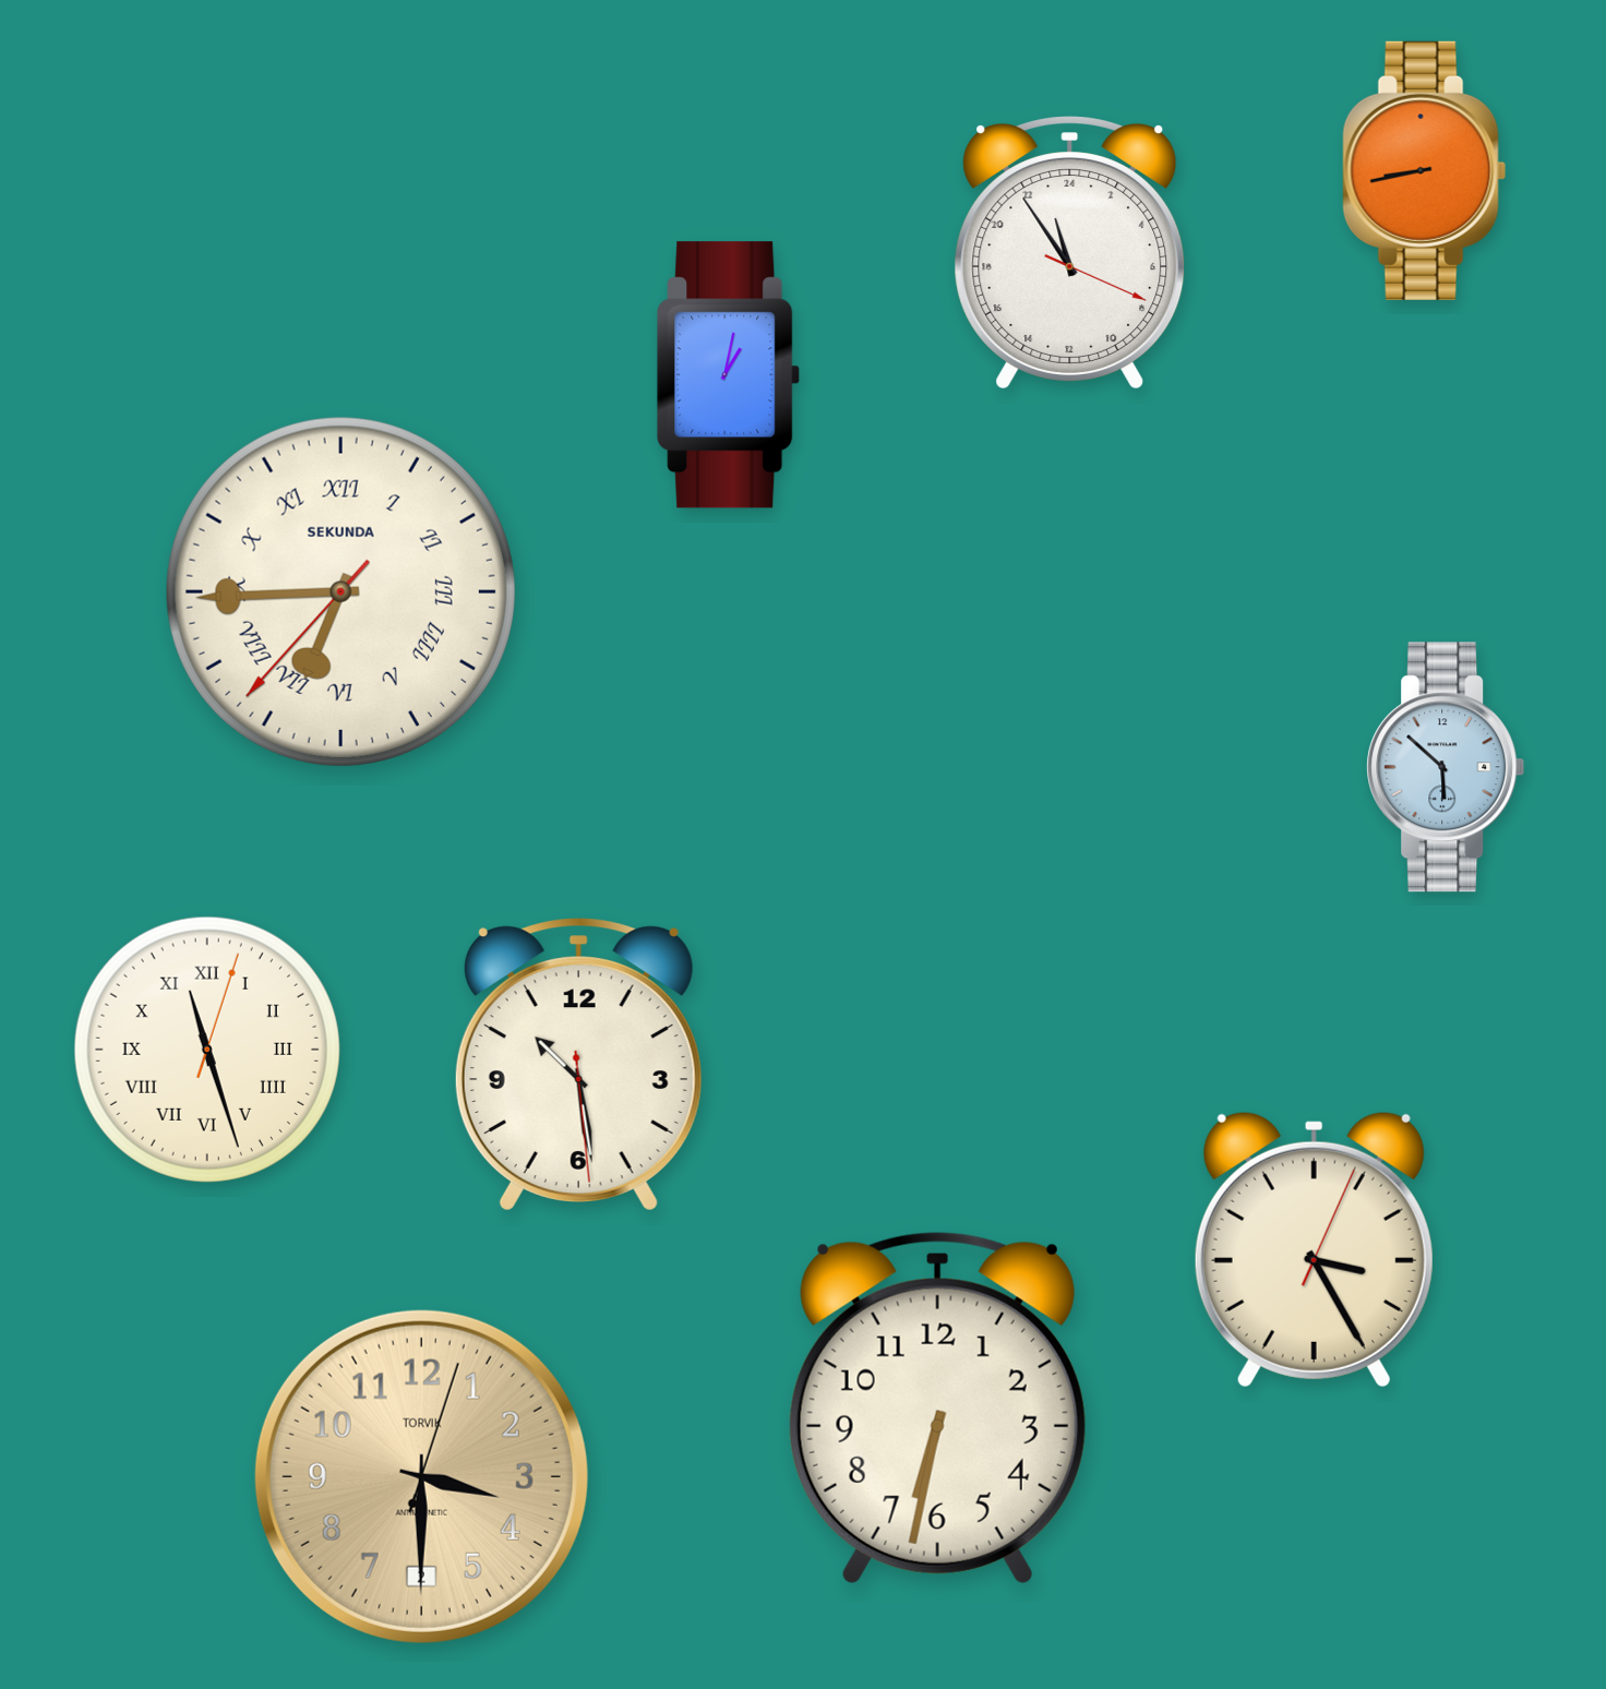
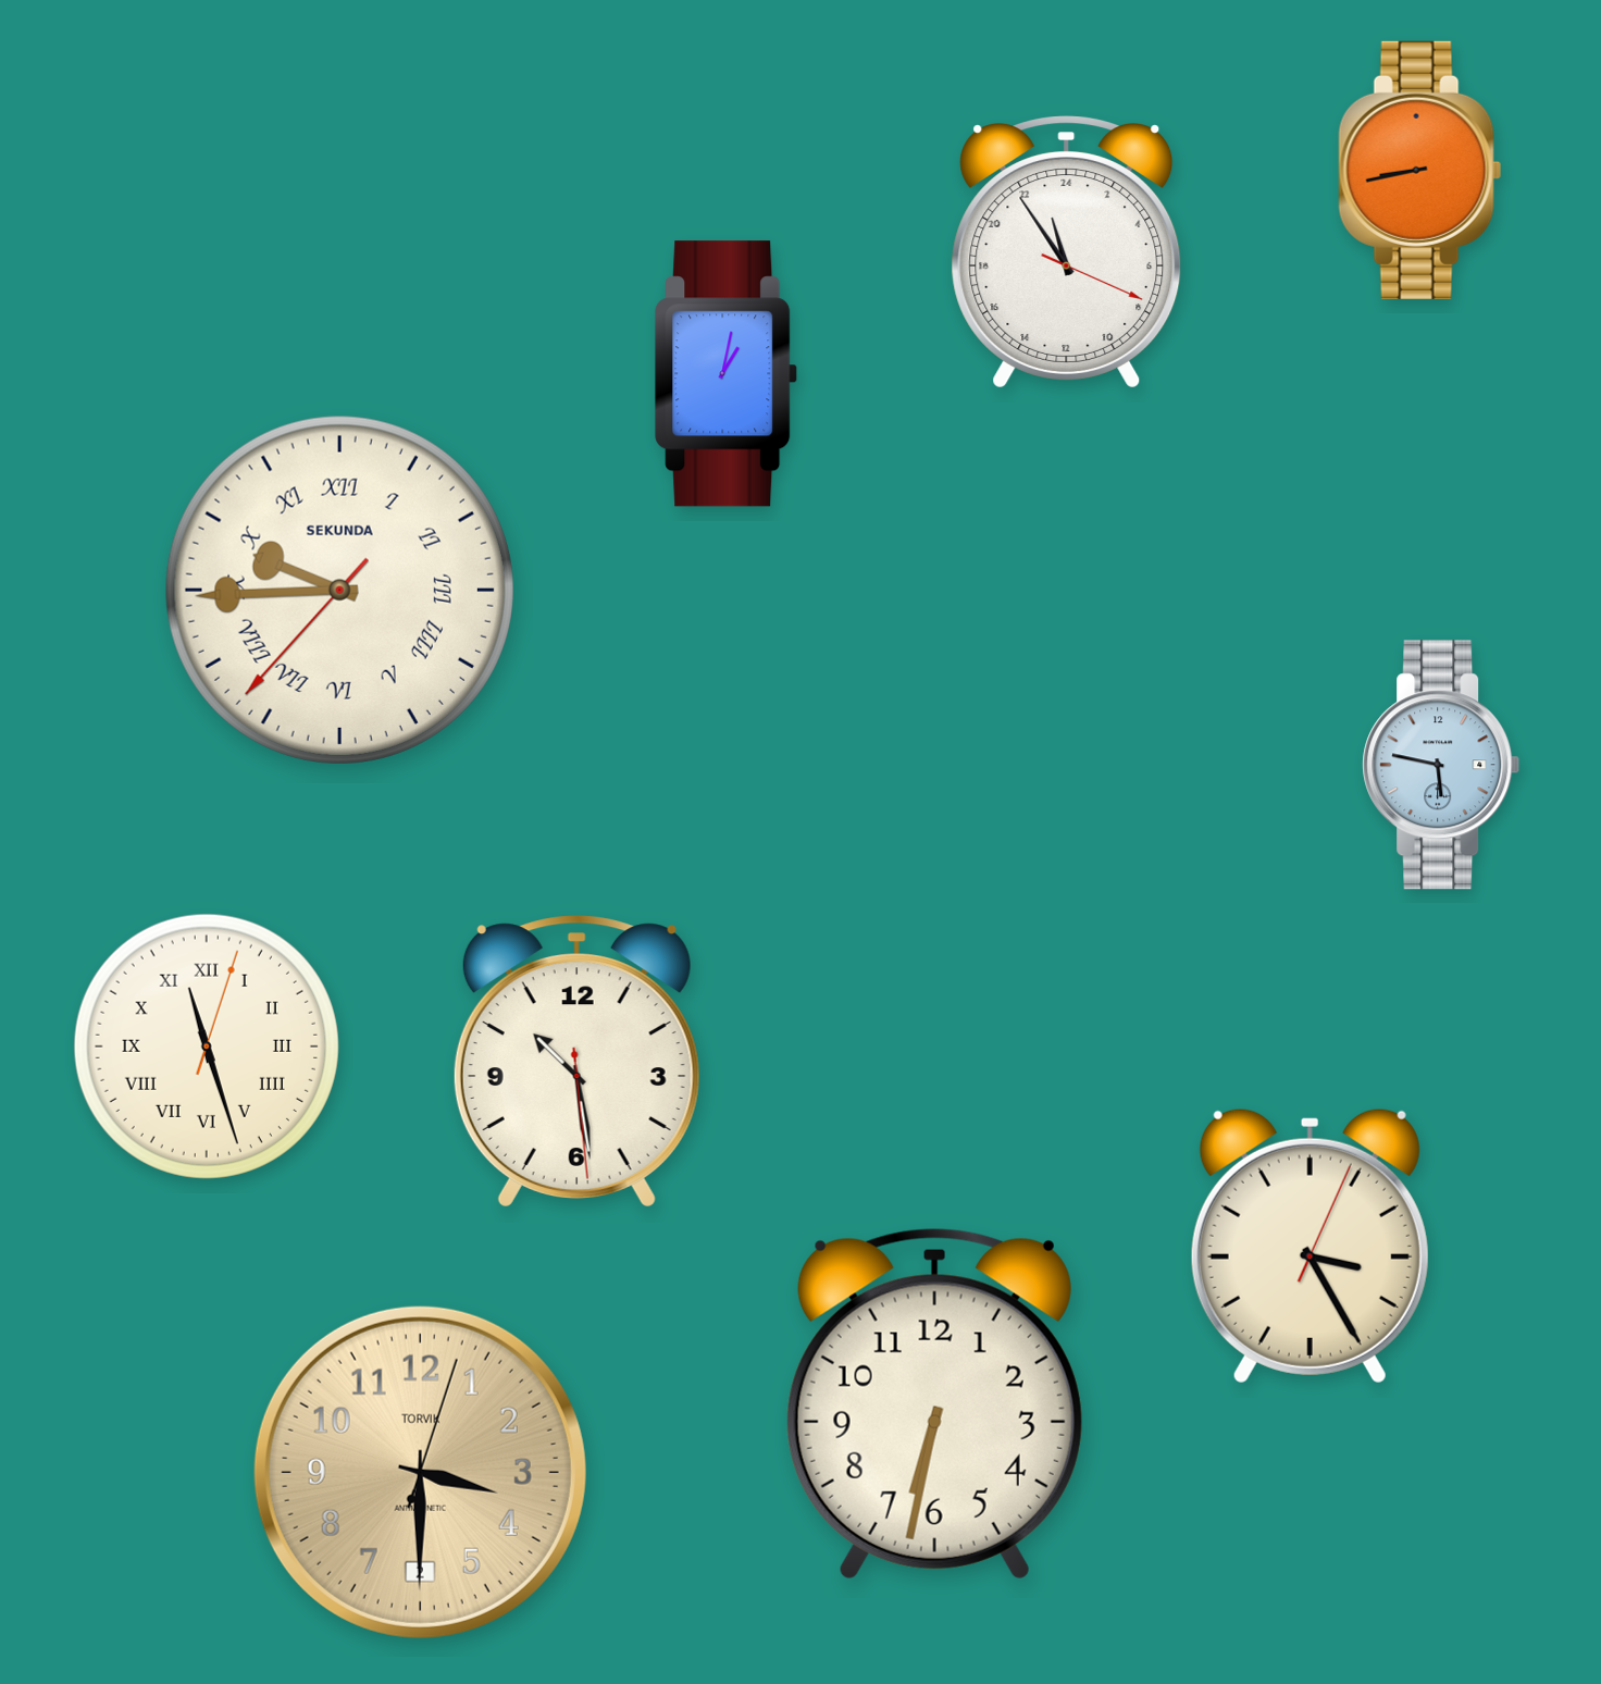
clock at (340, 591): 6:44 -> 9:44
clock at (1446, 767): 5:52 -> 5:47
